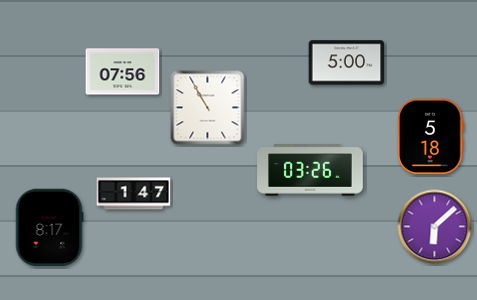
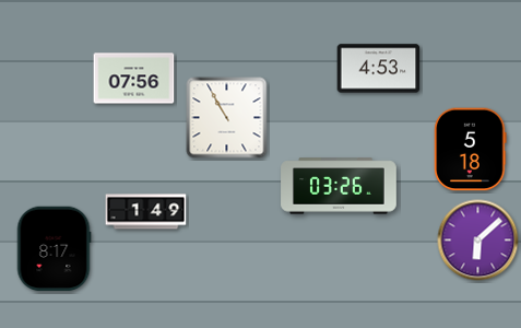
clock at (347, 63): 5:00 -> 4:53
clock at (134, 194): 1:47 -> 1:49
clock at (435, 227) position: (435, 227) -> (478, 241)
